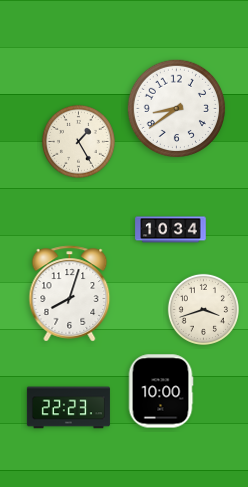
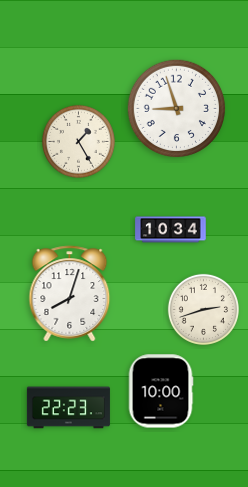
clock at (177, 109): 8:39 -> 8:57
clock at (203, 309): 3:42 -> 2:42
